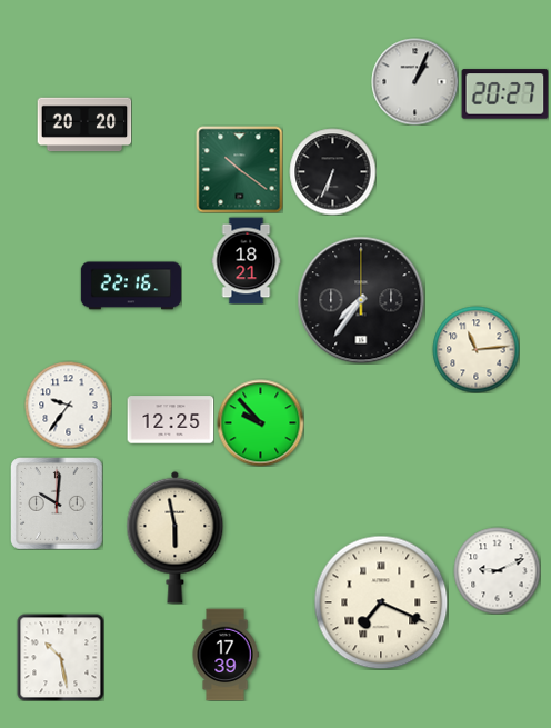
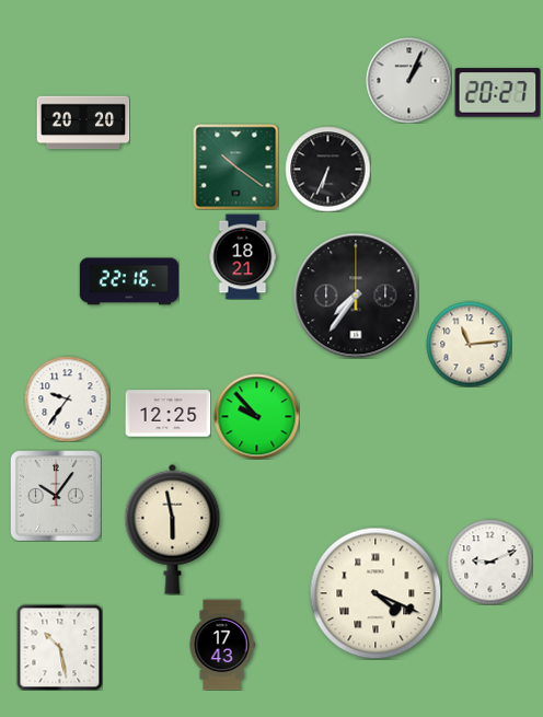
clock at (57, 503): 10:01 -> 10:06
clock at (381, 602): 7:19 -> 4:19
clock at (226, 655): 17:39 -> 17:43
